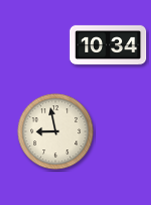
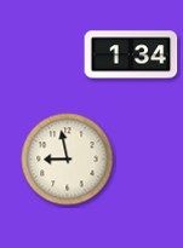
clock at (108, 45): 10:34 -> 1:34
